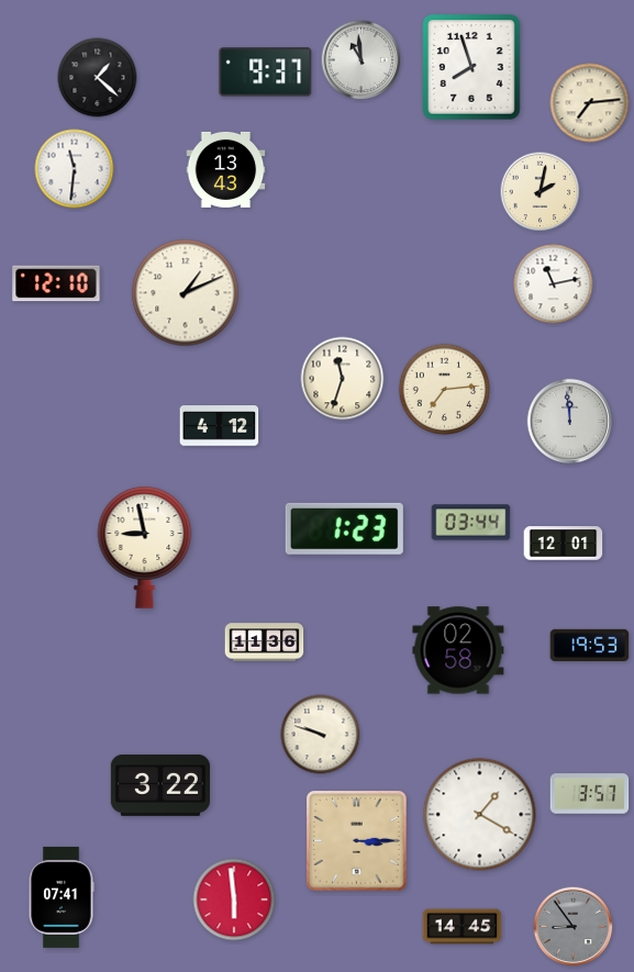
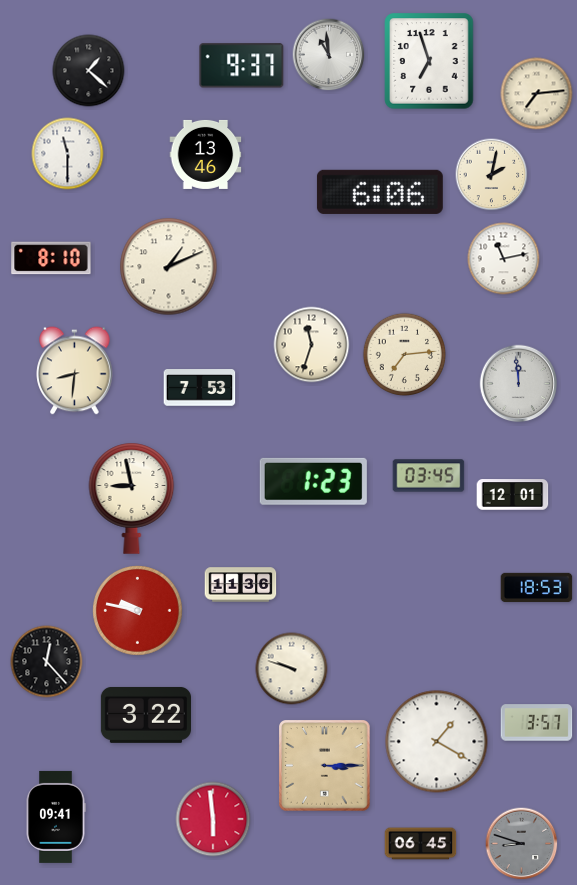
clock at (471, 67): 7:57 -> 6:57
clock at (75, 169): 11:31 -> 11:30
clock at (226, 169): 13:43 -> 13:46
clock at (380, 192): none -> 6:06
clock at (56, 283): 12:10 -> 8:10
clock at (75, 371): none -> 8:31
clock at (220, 426): 4:12 -> 7:53
clock at (471, 523): 03:44 -> 03:45
clock at (590, 646): 19:53 -> 18:53
clock at (458, 650): 02:58 -> none
clock at (138, 611): none -> 9:47
clock at (47, 662): none -> 12:23
clock at (62, 897): 07:41 -> 09:41
clock at (463, 927): 14:45 -> 06:45
clock at (574, 927): 8:54 -> 8:48
